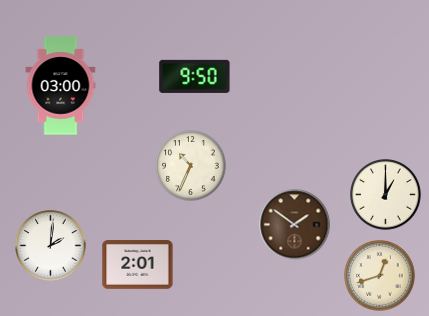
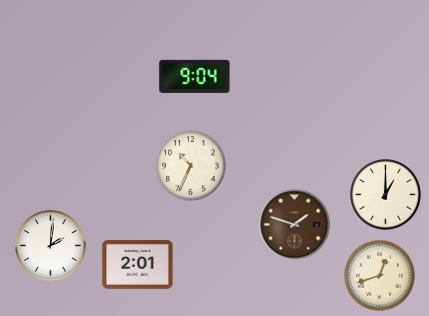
clock at (195, 76): 9:50 -> 9:04
clock at (61, 86): 03:00 -> none
clock at (295, 225): 1:51 -> 1:48
